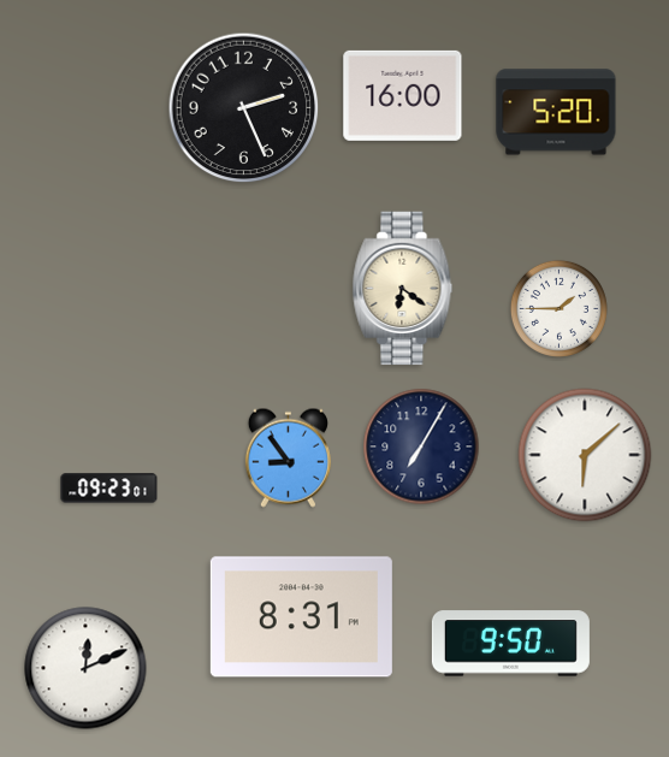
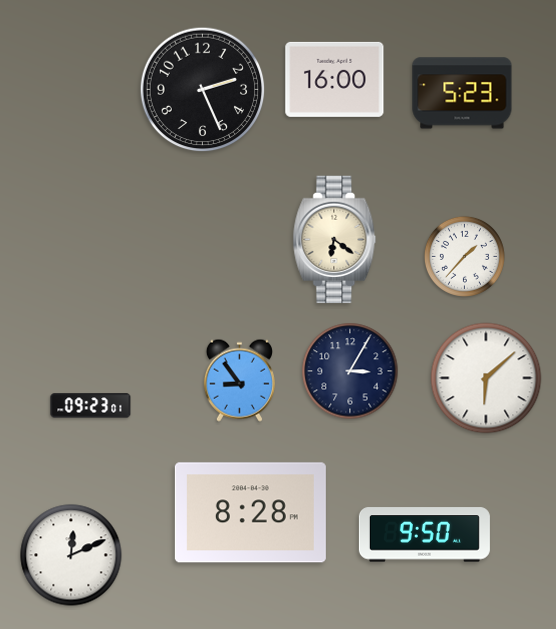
clock at (556, 112): 5:20 -> 5:23
clock at (558, 308): 1:45 -> 1:37
clock at (421, 446): 7:05 -> 3:05
clock at (301, 617): 8:31 -> 8:28
